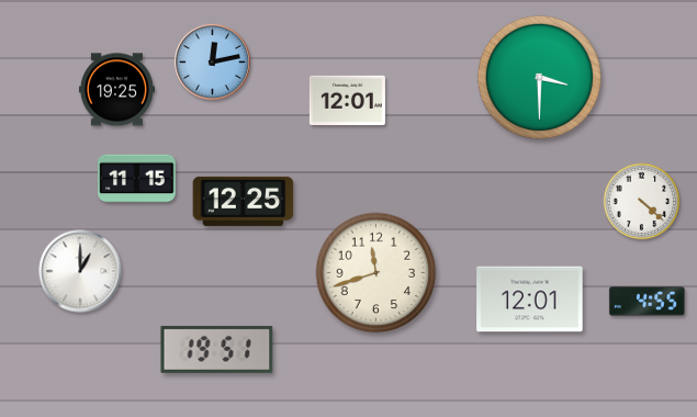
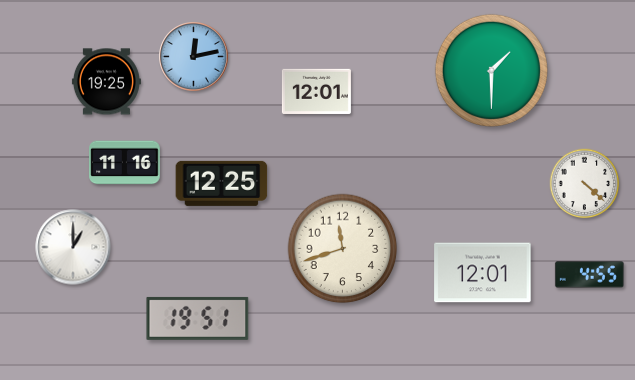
clock at (539, 77): 3:30 -> 1:30
clock at (137, 179): 11:15 -> 11:16
